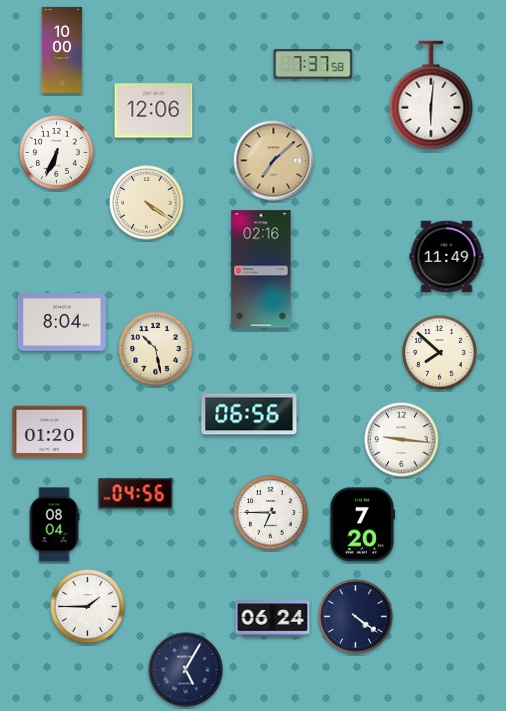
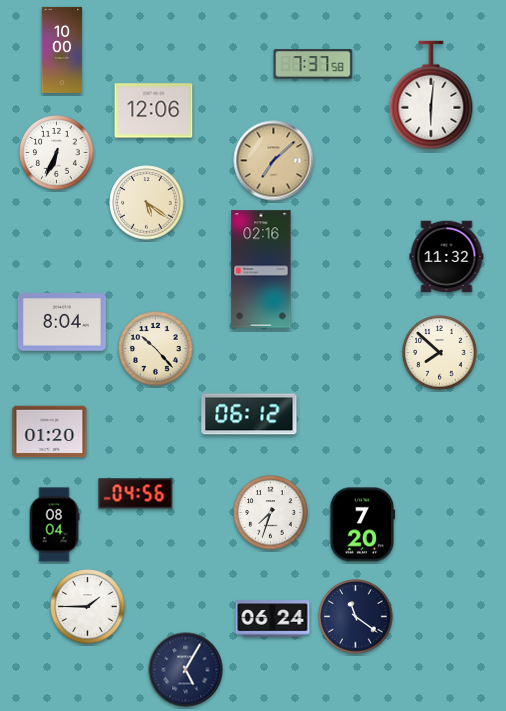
clock at (147, 203): 4:21 -> 5:21
clock at (447, 257): 11:49 -> 11:32
clock at (156, 349): 10:28 -> 10:23
clock at (249, 414): 06:56 -> 06:12
clock at (402, 440): 9:16 -> none
clock at (271, 513): 6:45 -> 7:33
clock at (356, 617): 4:21 -> 11:21
